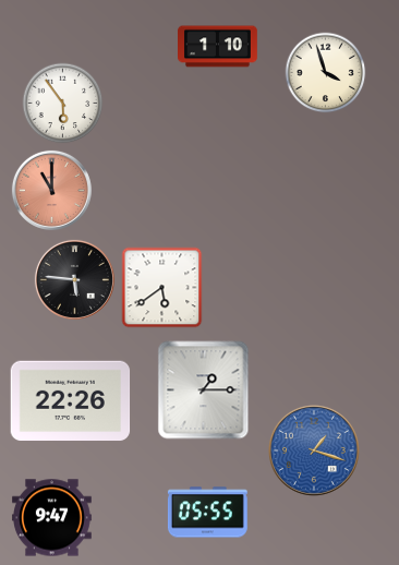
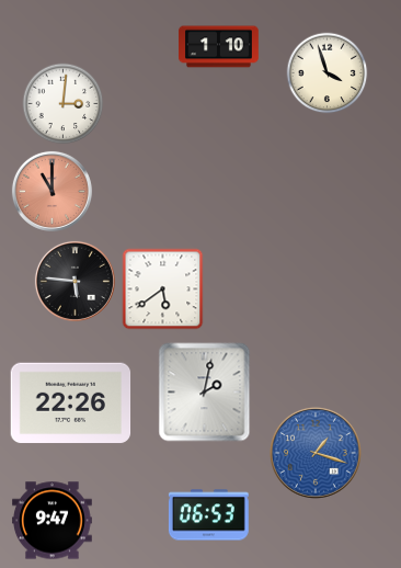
clock at (63, 104): 5:54 -> 3:01
clock at (204, 390): 1:15 -> 2:02
clock at (207, 513): 05:55 -> 06:53
